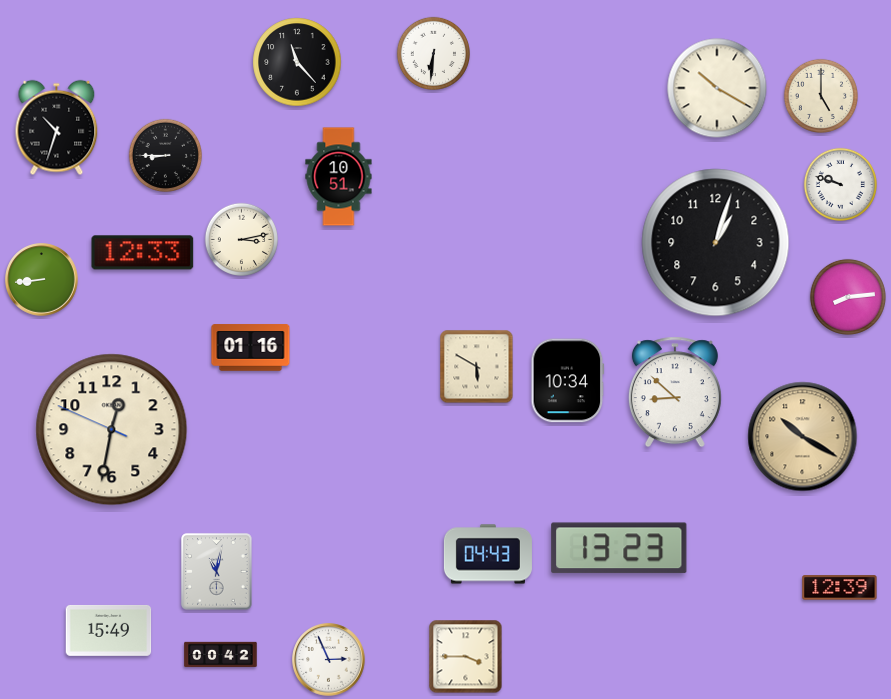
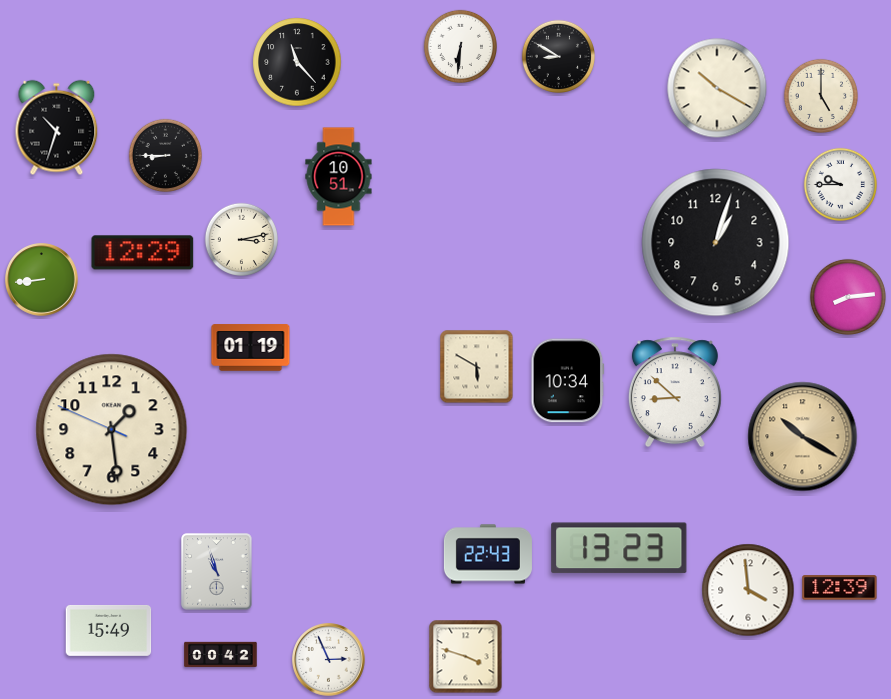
clock at (433, 53) position: (433, 53) -> (460, 46)
clock at (558, 56): none -> 8:50
clock at (840, 184): 9:48 -> 9:45
clock at (143, 253): 12:33 -> 12:29
clock at (251, 348): 01:16 -> 01:19
clock at (112, 430): 12:31 -> 1:28
clock at (488, 554): 04:43 -> 22:43
clock at (217, 572): 11:02 -> 10:57
clock at (748, 590): none -> 3:59
clock at (466, 657): 3:45 -> 3:48
